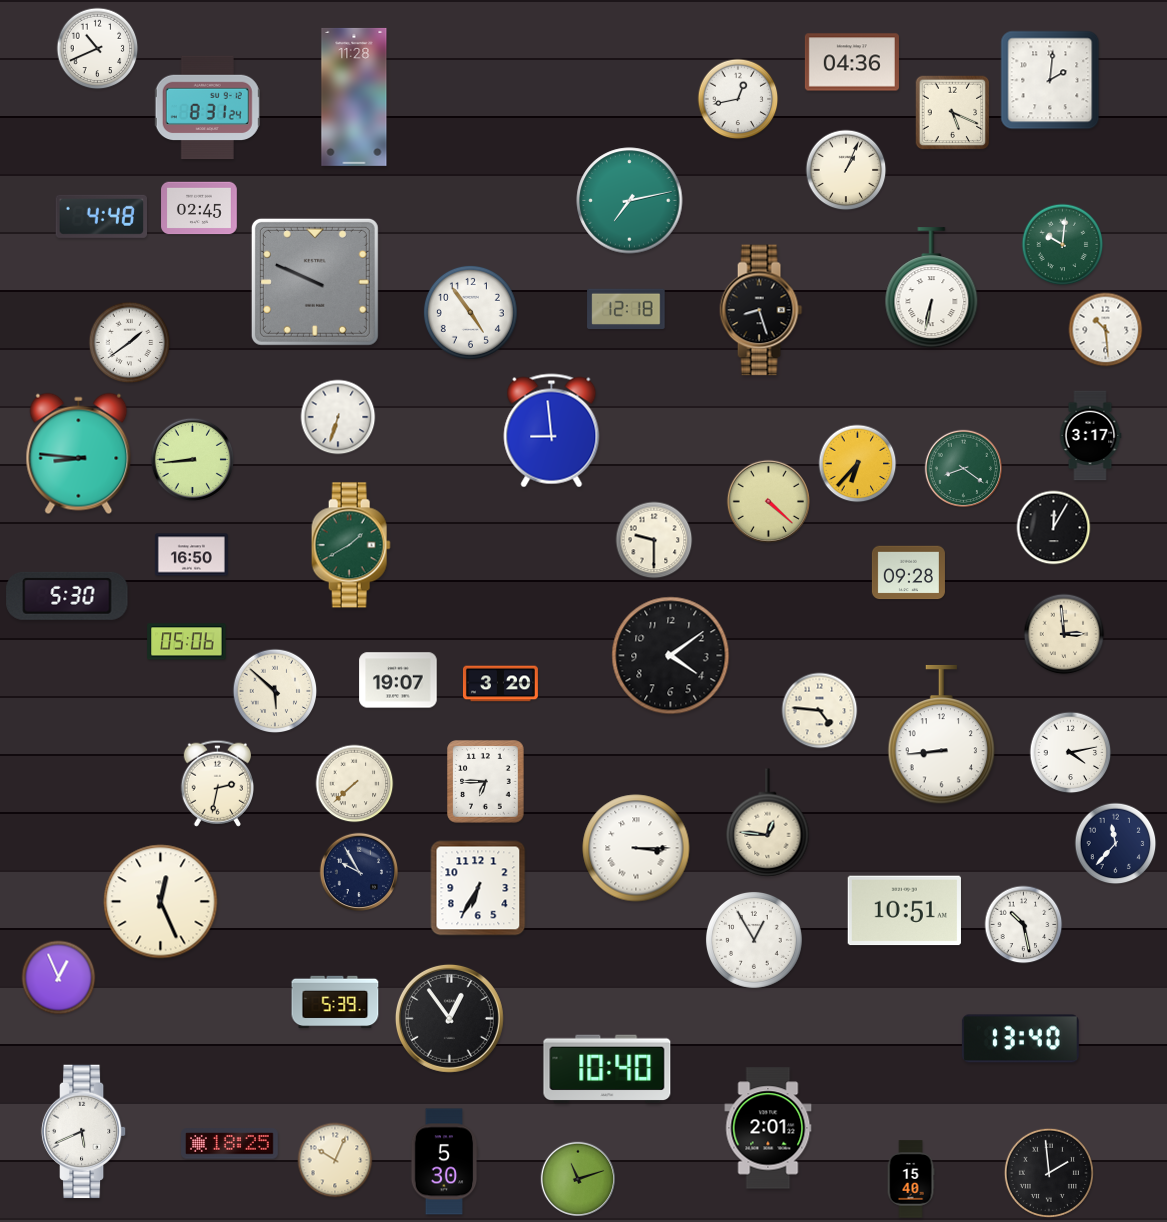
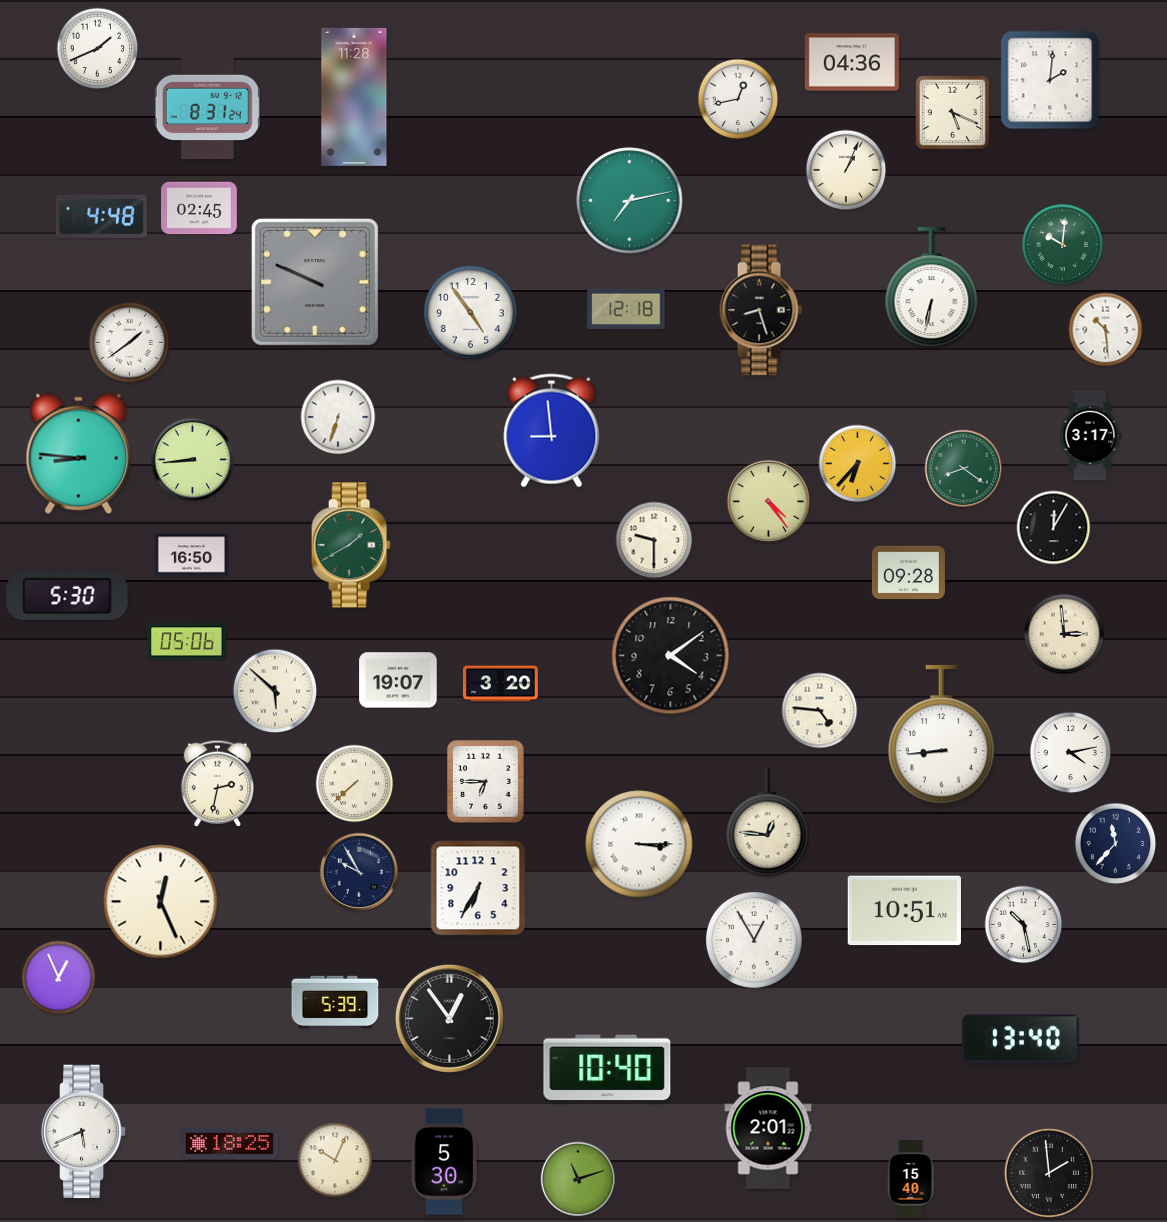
clock at (98, 49): 10:41 -> 1:41
clock at (768, 501): 4:22 -> 4:24
clock at (636, 848) position: (636, 848) -> (639, 844)
